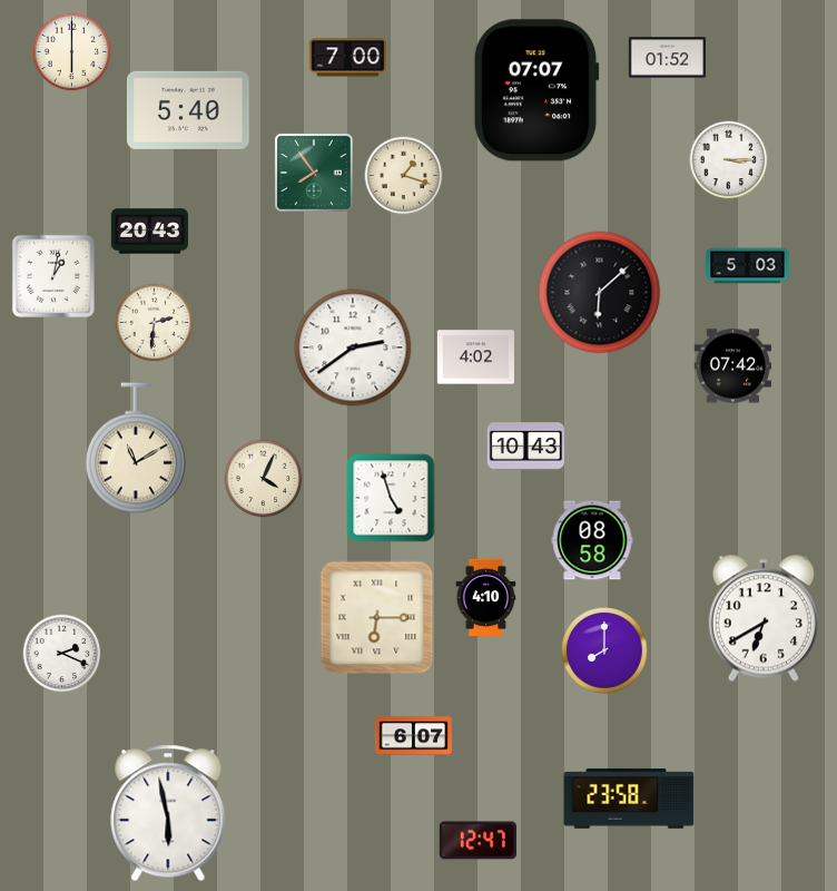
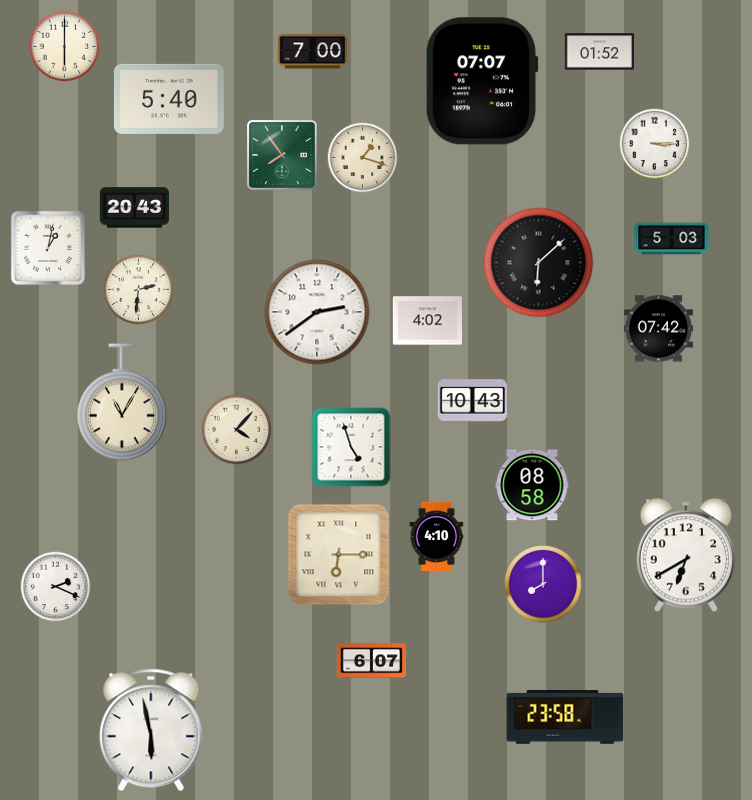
clock at (136, 448): 11:10 -> 11:05
clock at (264, 479): 4:04 -> 4:07
clock at (477, 841): 12:47 -> none
